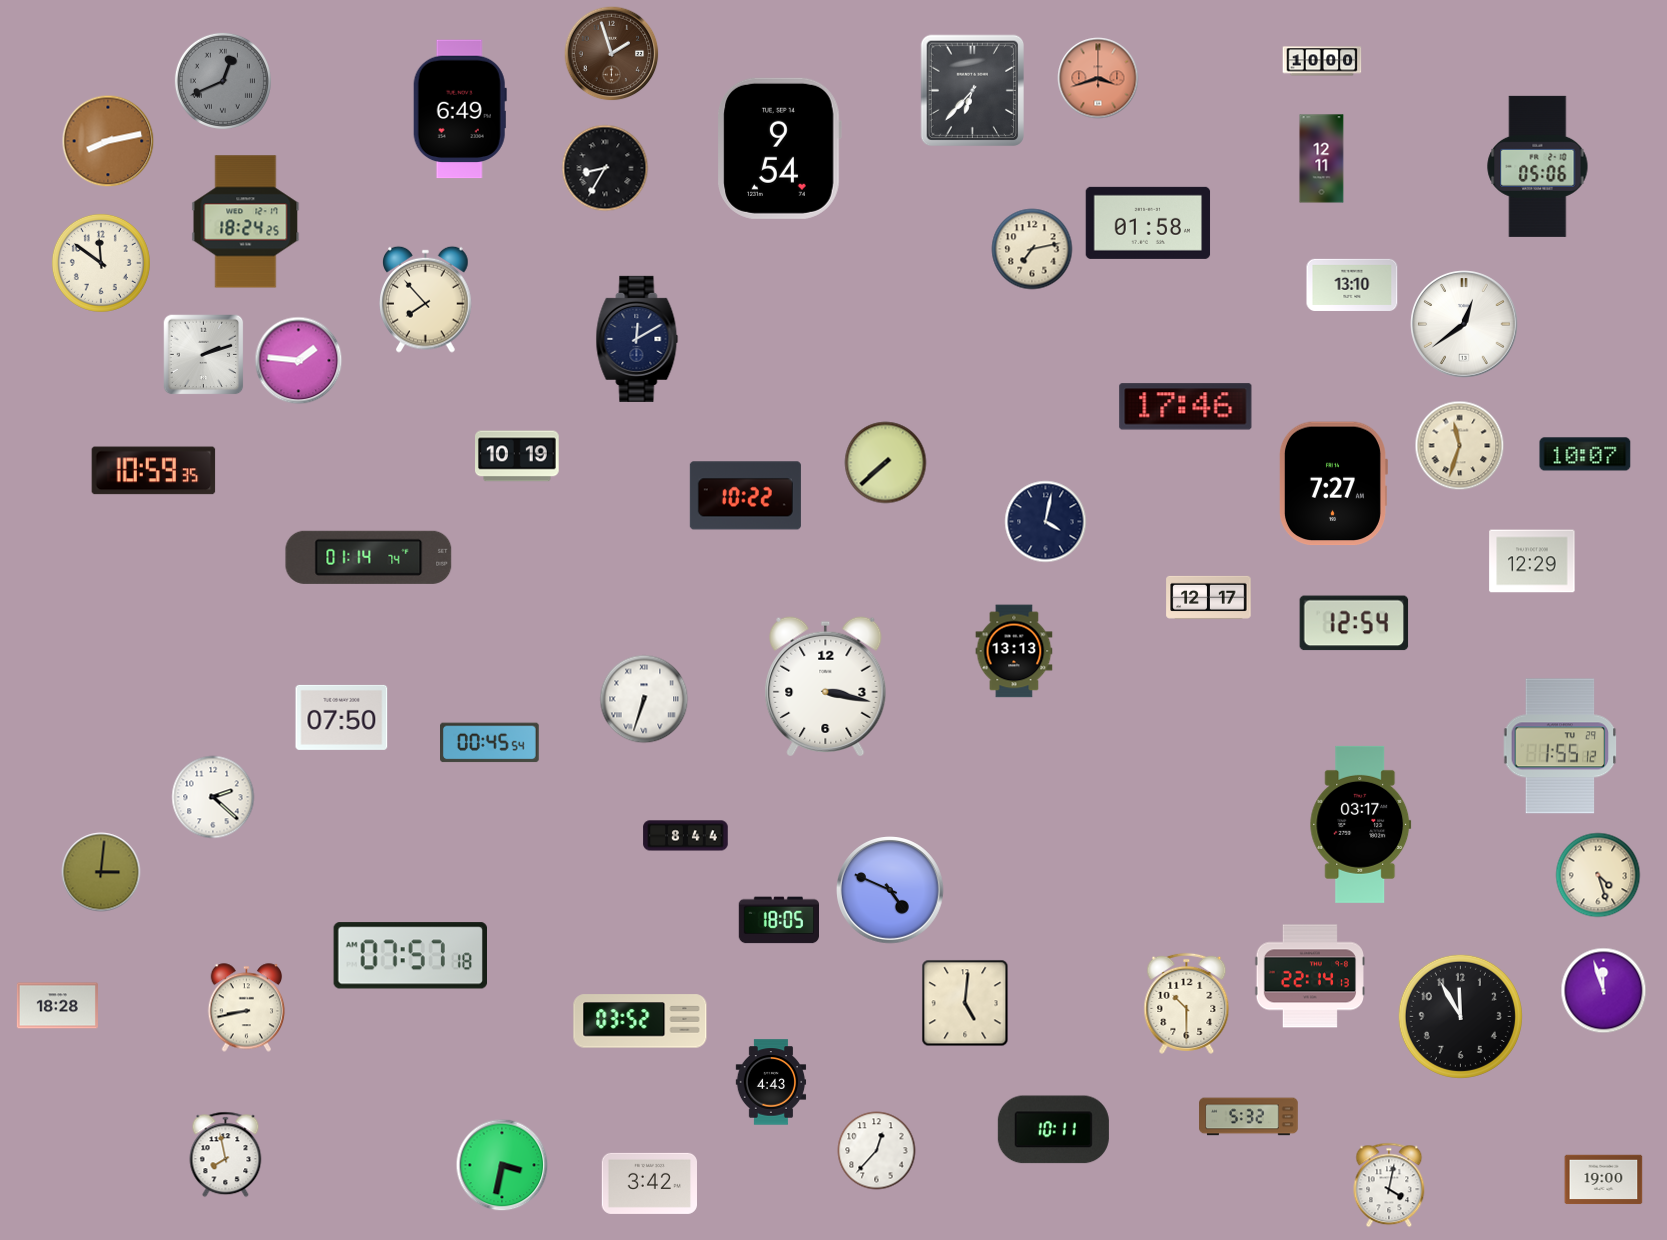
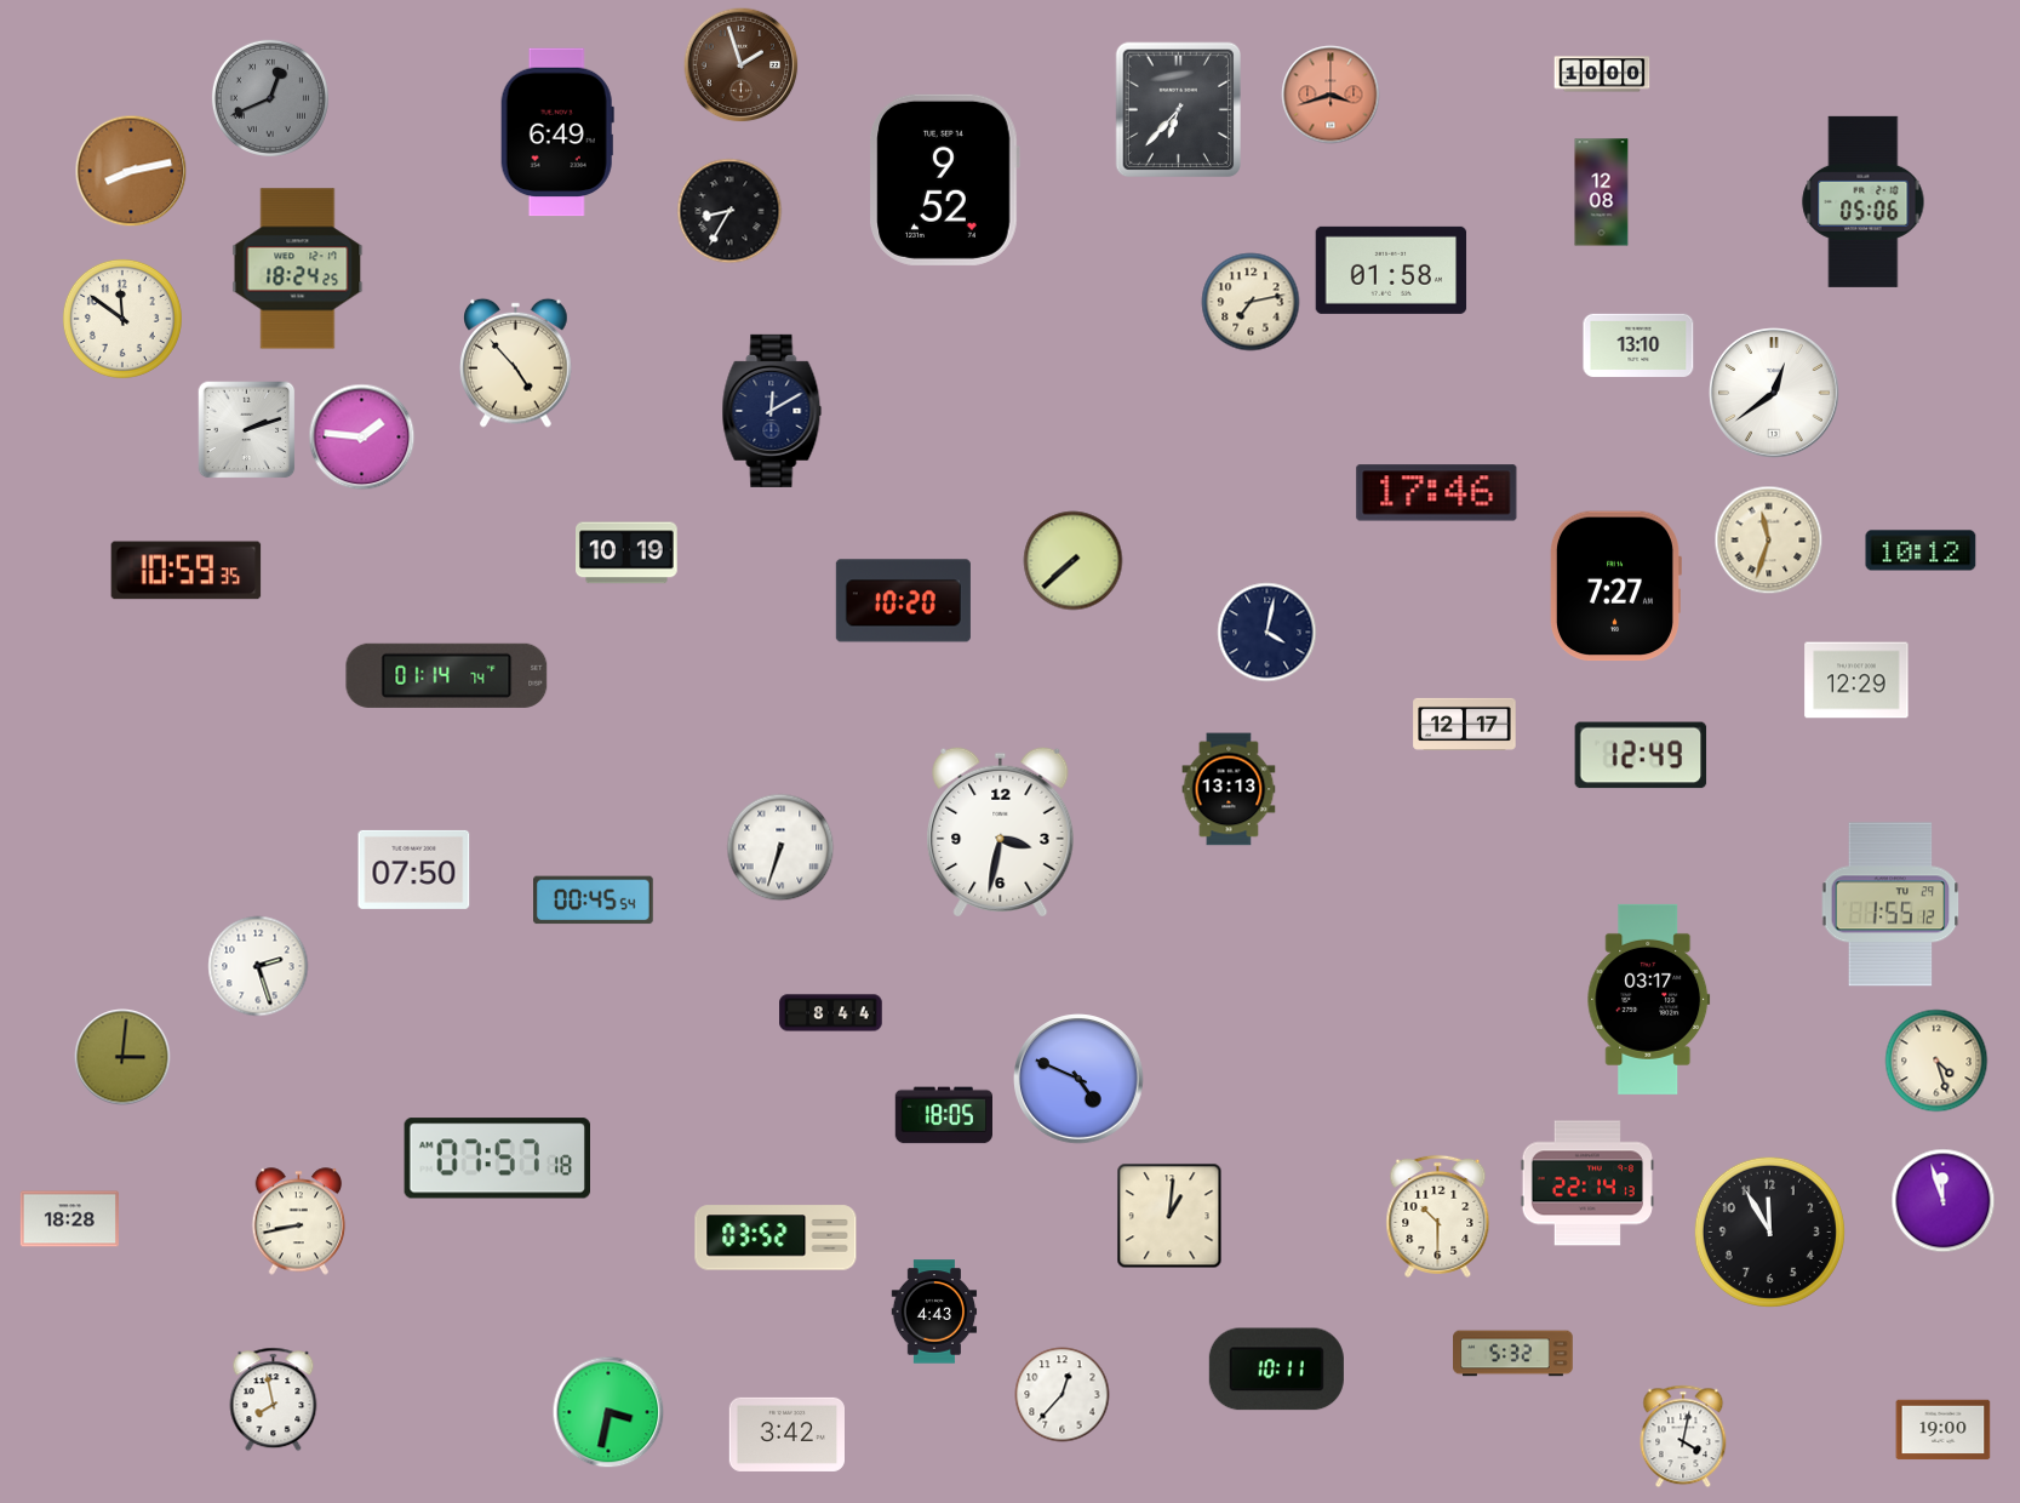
clock at (779, 148): 9:54 -> 9:52
clock at (1322, 159): 12:11 -> 12:08
clock at (605, 168) position: (605, 168) -> (729, 211)
clock at (426, 299): 7:53 -> 4:53
clock at (1585, 454): 10:07 -> 10:12
clock at (745, 496): 10:22 -> 10:20
clock at (1354, 623): 12:54 -> 12:49
clock at (826, 687): 3:17 -> 3:32
clock at (213, 797): 2:22 -> 2:27
clock at (965, 1003): 5:01 -> 1:01
